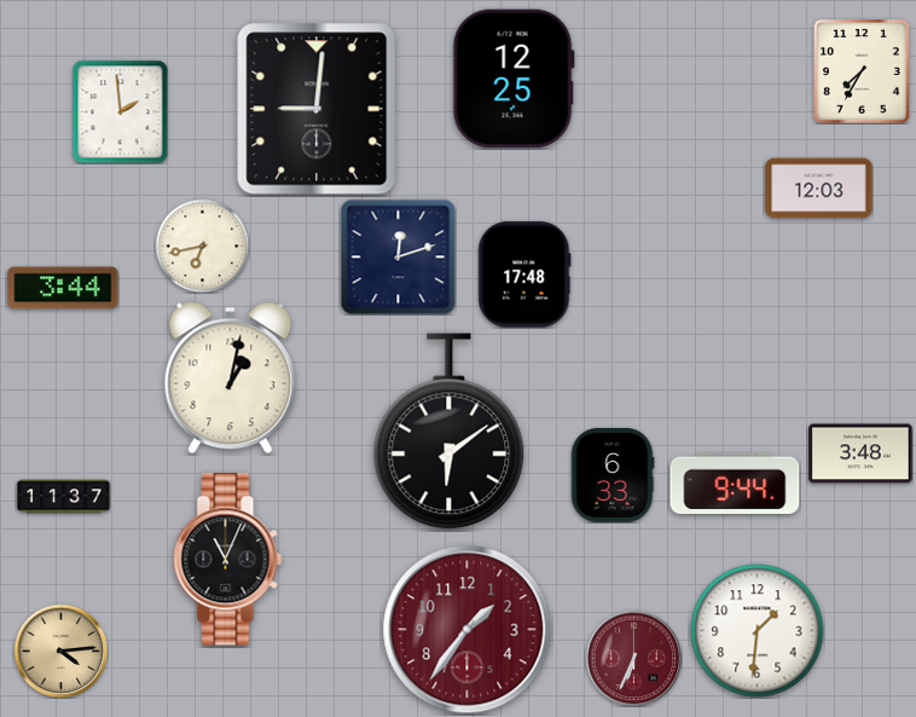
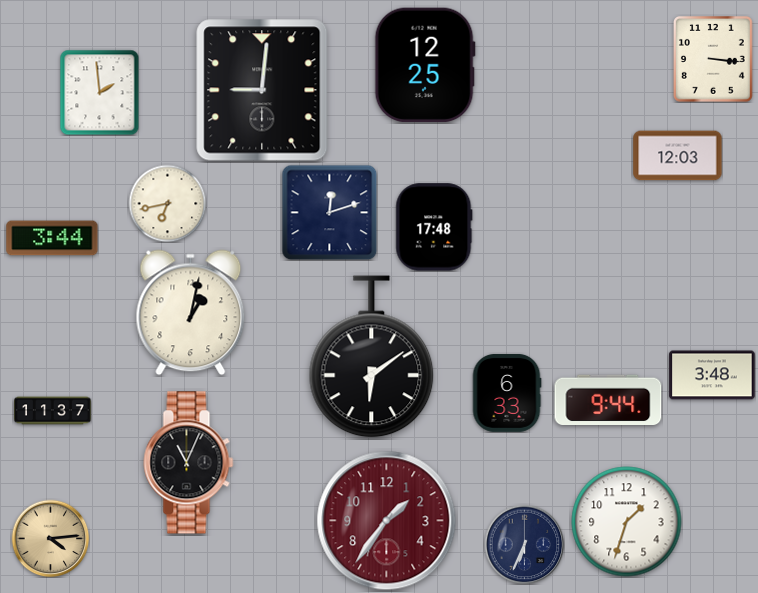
clock at (862, 73): 7:35 -> 3:16
clock at (758, 631): 1:31 -> 1:33
clock at (633, 658) dial: burgundy -> navy
